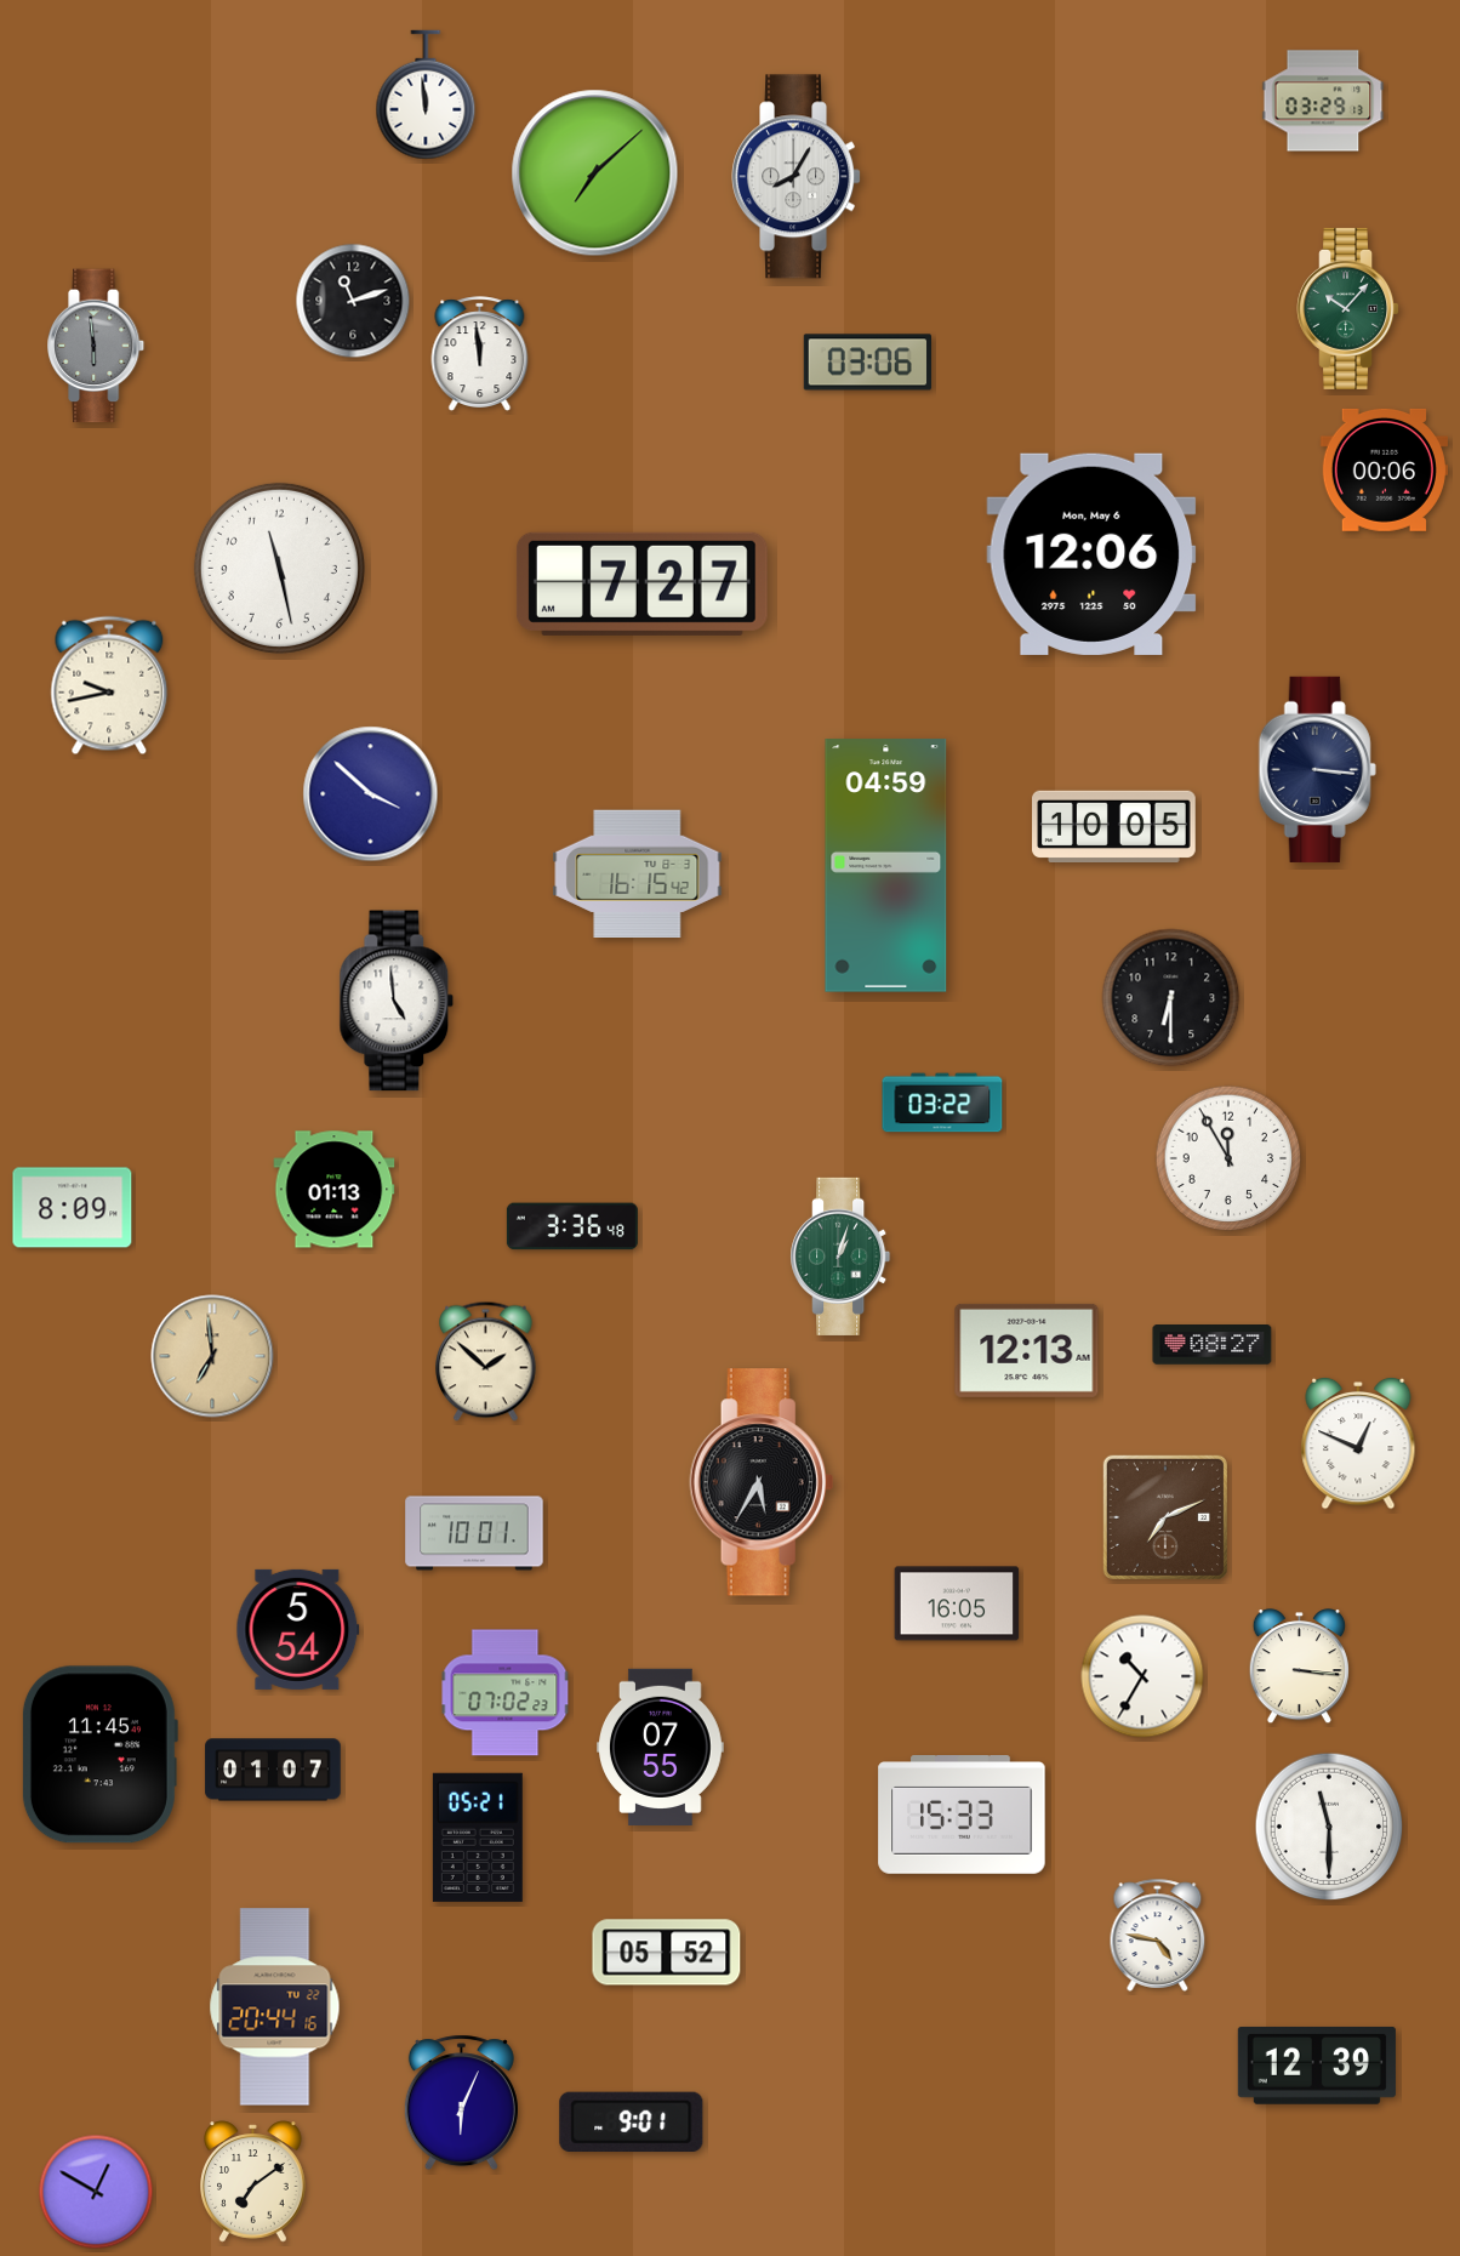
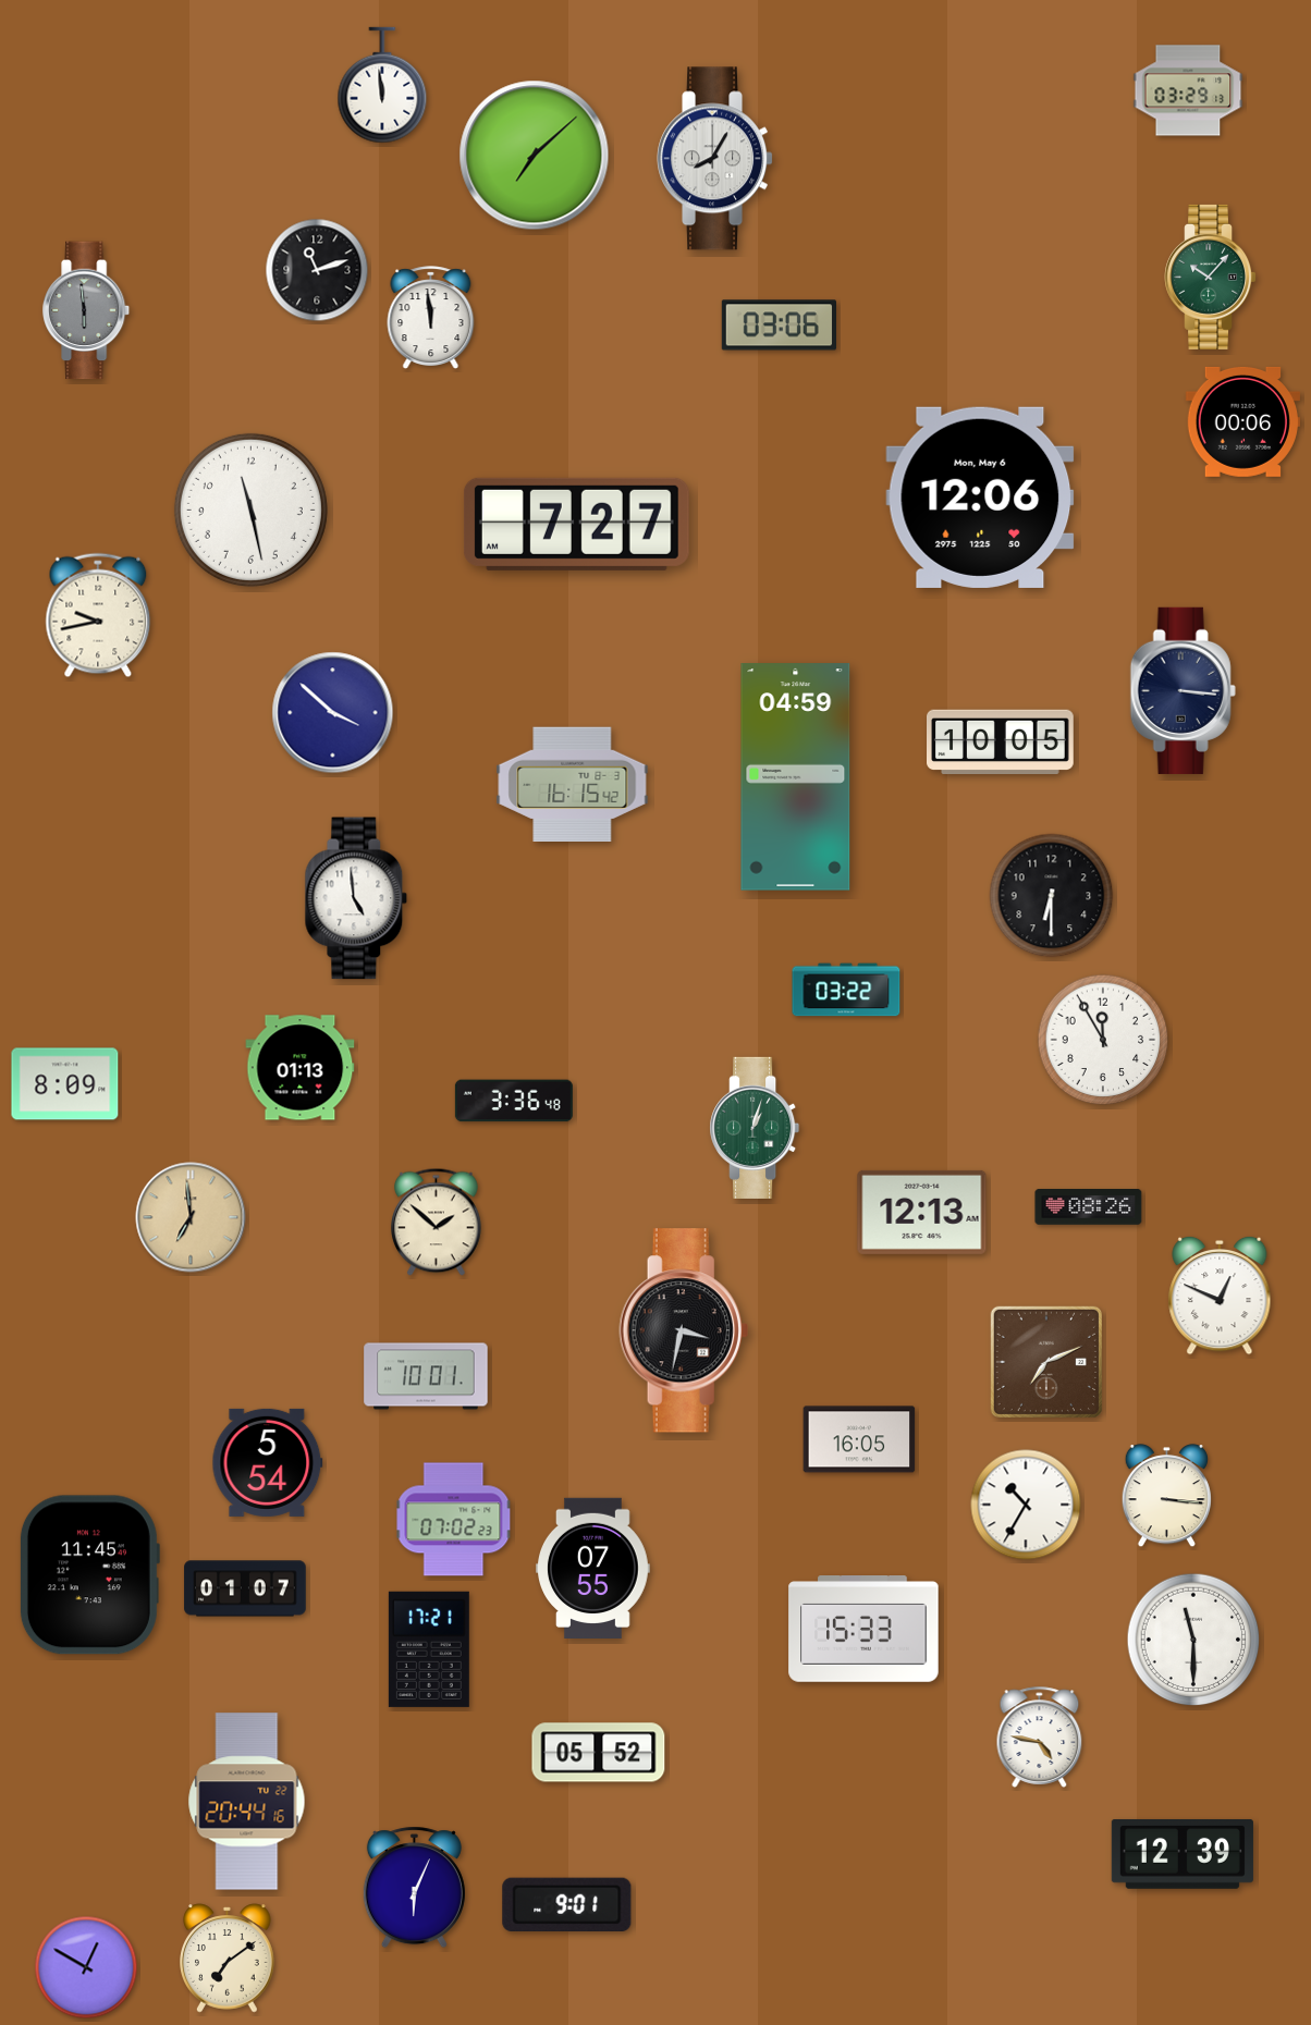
clock at (1213, 1345): 08:27 -> 08:26
clock at (762, 1482): 5:35 -> 3:32
clock at (478, 1838): 05:21 -> 17:21
